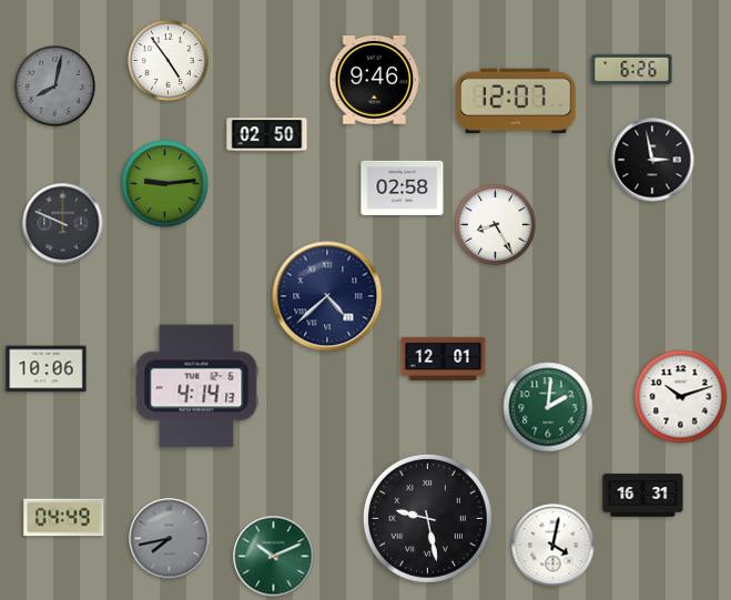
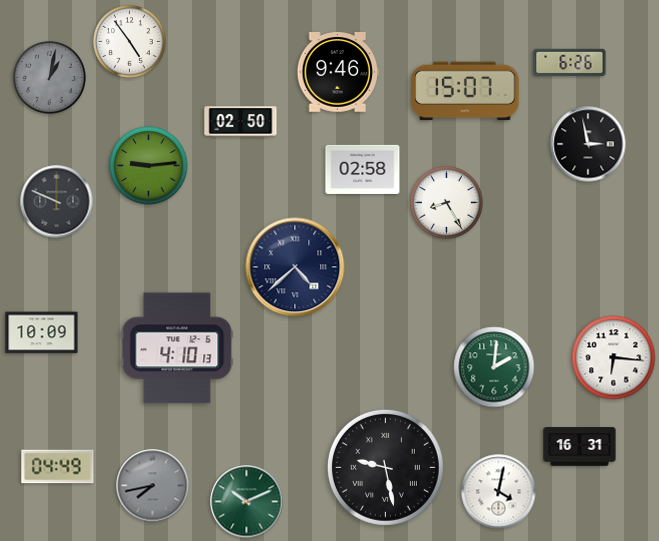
clock at (169, 61) position: (169, 61) -> (130, 42)
clock at (55, 87): 8:02 -> 1:02
clock at (516, 101): 12:07 -> 15:07
clock at (444, 359): 12:01 -> none
clock at (47, 369): 10:06 -> 10:09
clock at (196, 386): 4:14 -> 4:10
clock at (681, 397): 10:12 -> 6:16
